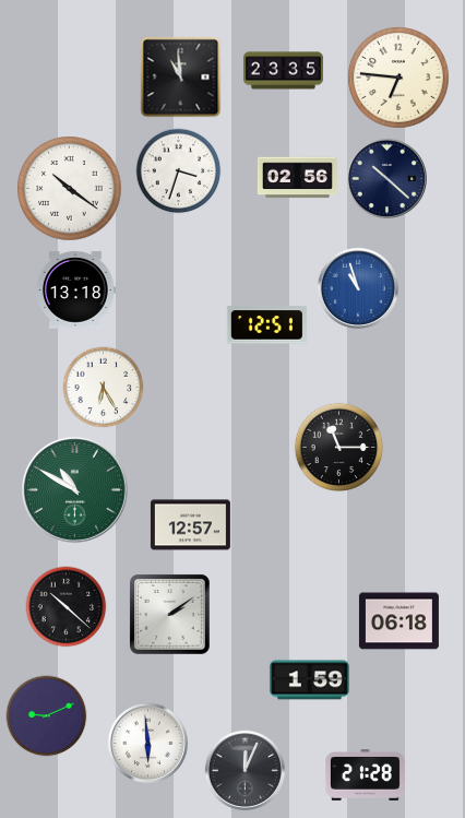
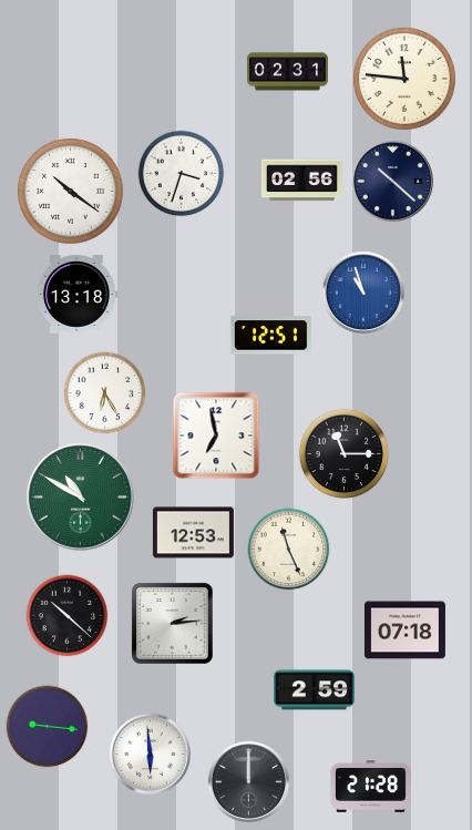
clock at (283, 71): 23:35 -> 02:31
clock at (181, 78): 10:59 -> none
clock at (400, 79): 6:46 -> 11:46
clock at (266, 325) position: (266, 325) -> (270, 336)
clock at (216, 436): none -> 6:58
clock at (74, 489) position: (74, 489) -> (80, 496)
clock at (190, 525): 12:57 -> 12:53
clock at (289, 550): none -> 11:26
clock at (169, 614): 2:09 -> 2:14
clock at (398, 621): 06:18 -> 07:18
clock at (309, 680): 1:59 -> 2:59
clock at (47, 716): 9:11 -> 9:16
clock at (245, 770): 12:04 -> 12:00
